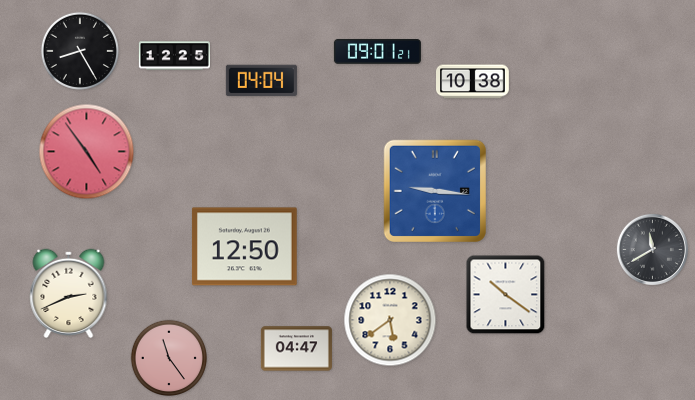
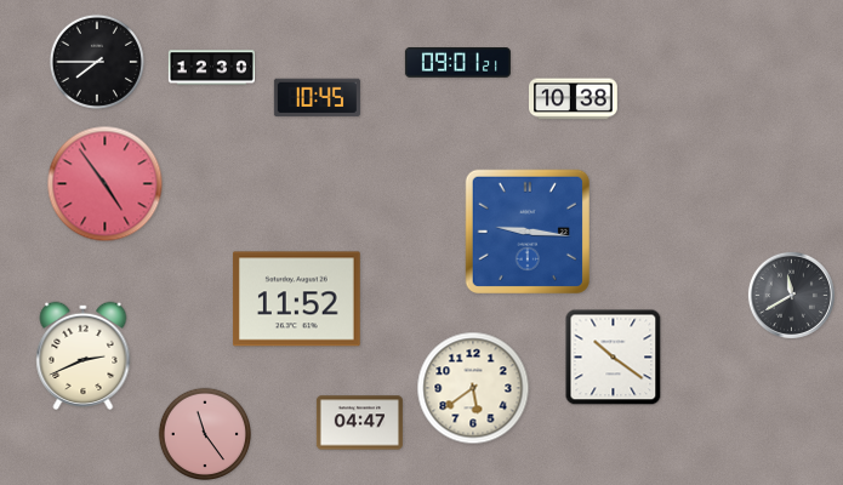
clock at (80, 51): 8:25 -> 7:45
clock at (174, 56): 12:25 -> 12:30
clock at (261, 81): 04:04 -> 10:45
clock at (244, 247): 12:50 -> 11:52
clock at (652, 249) position: (652, 249) -> (791, 295)
